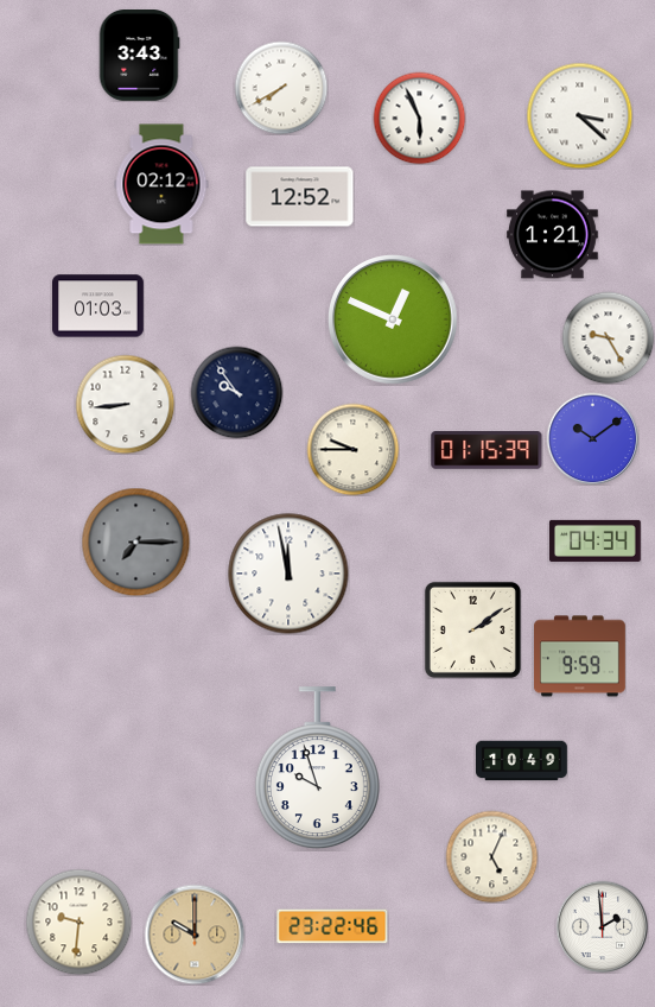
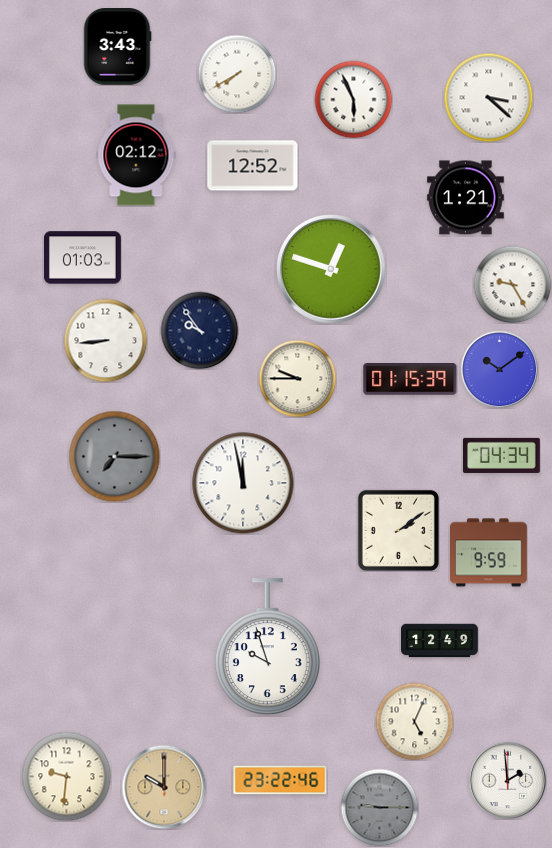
clock at (394, 321): 12:49 -> 12:48
clock at (522, 761): 10:49 -> 12:49
clock at (379, 807): none -> 9:15
